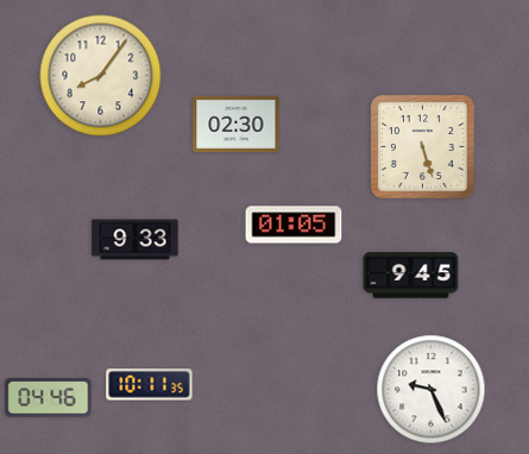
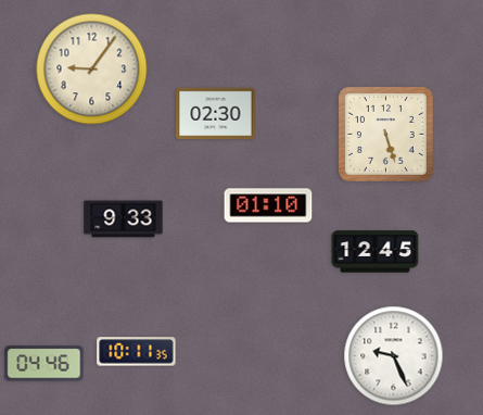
clock at (101, 76): 8:06 -> 9:06
clock at (294, 225): 01:05 -> 01:10
clock at (411, 276): 9:45 -> 12:45
